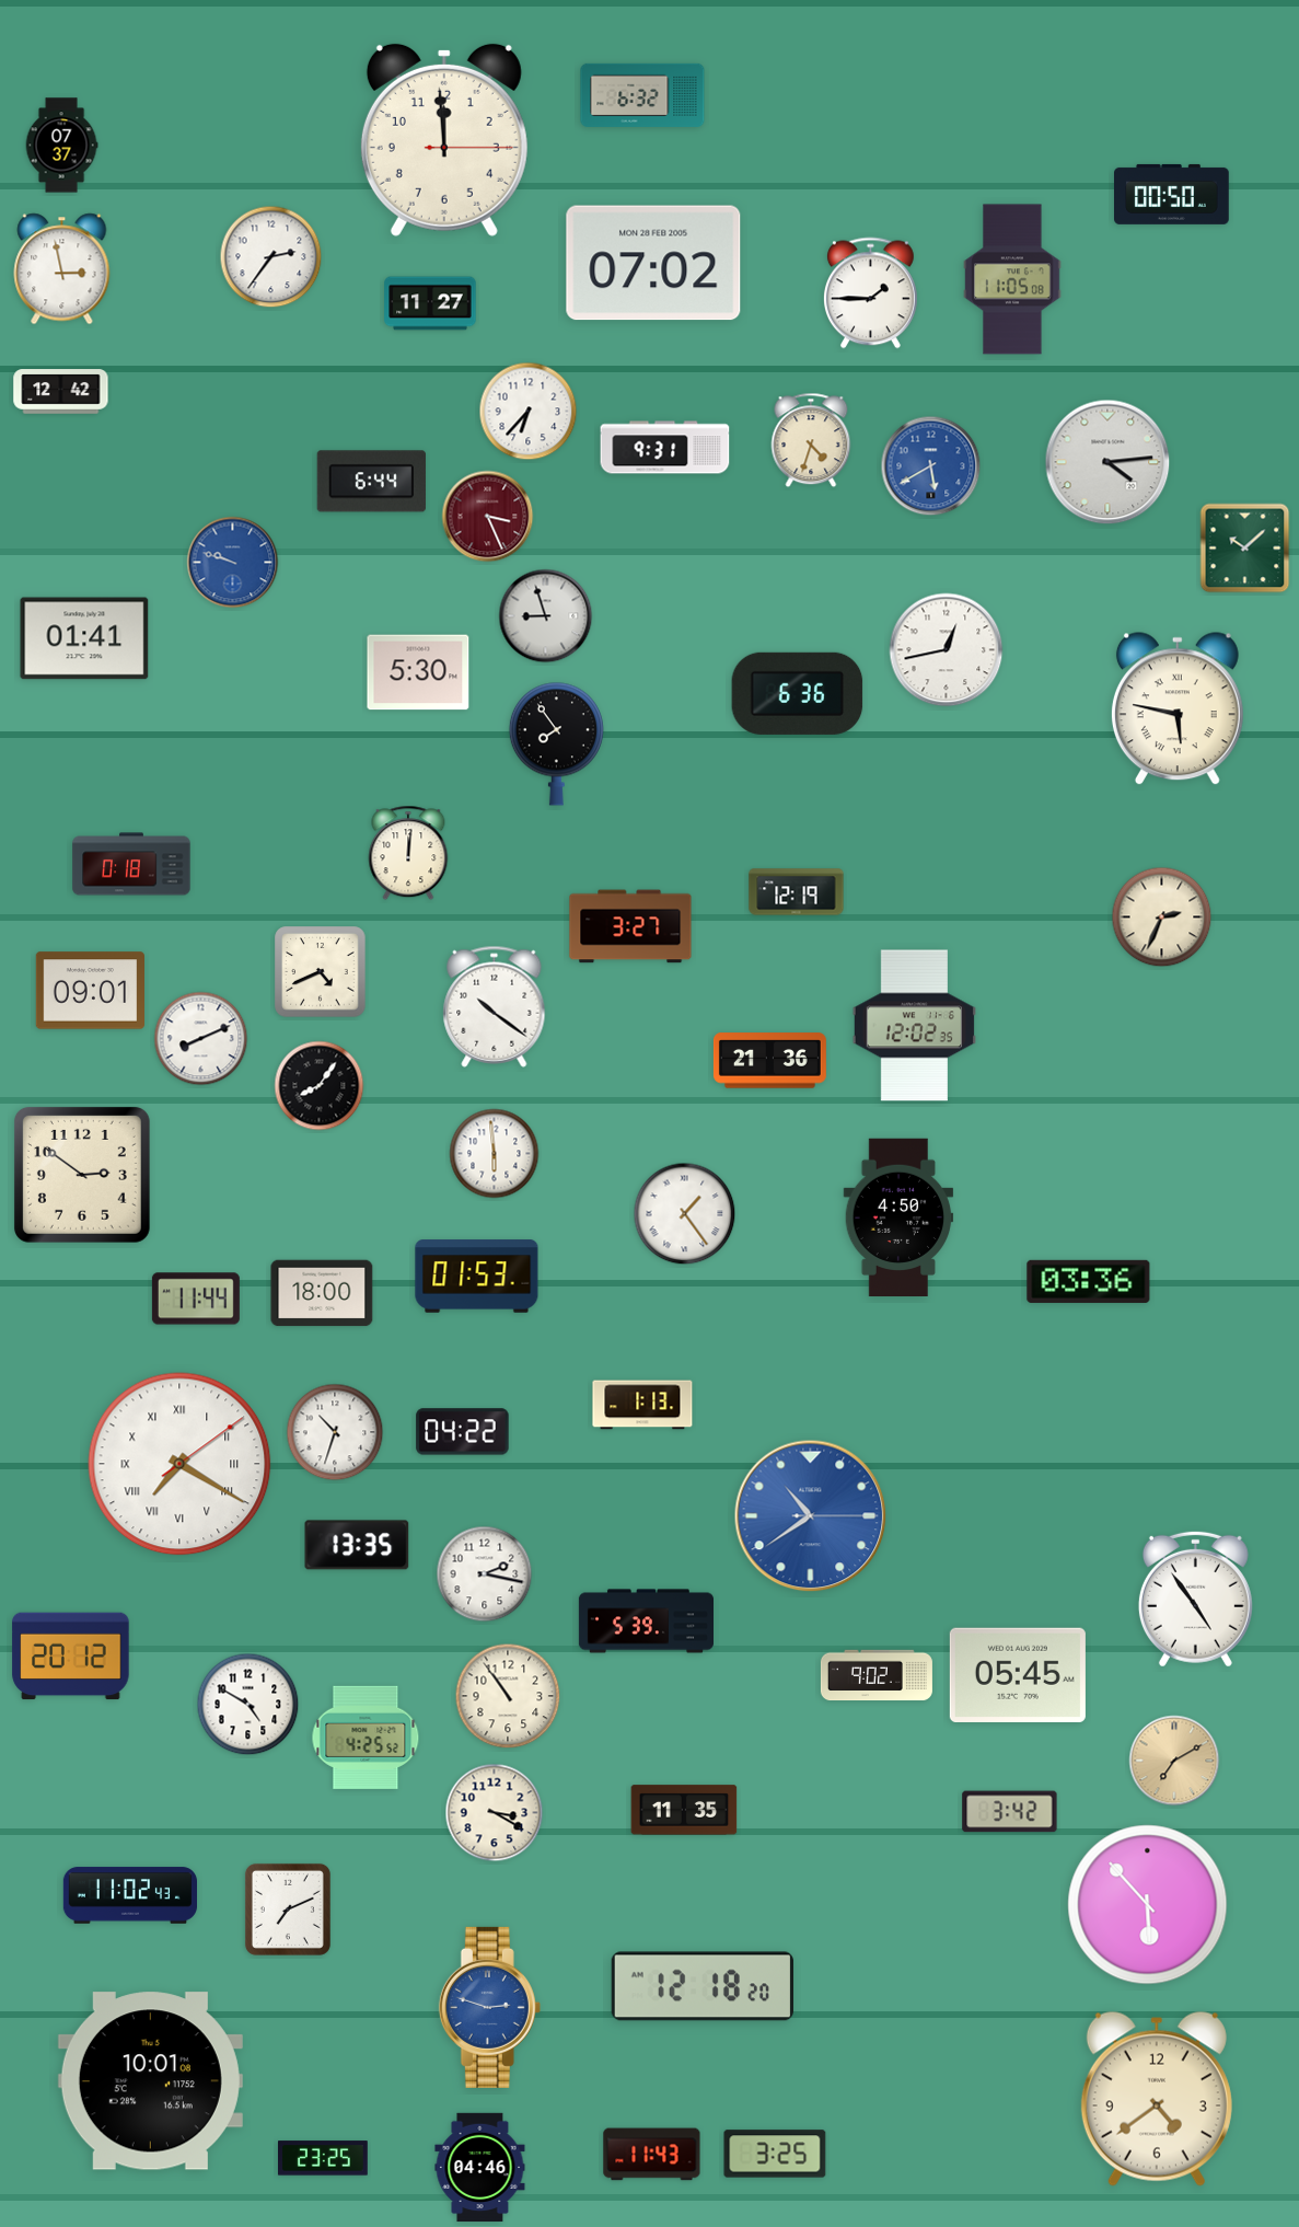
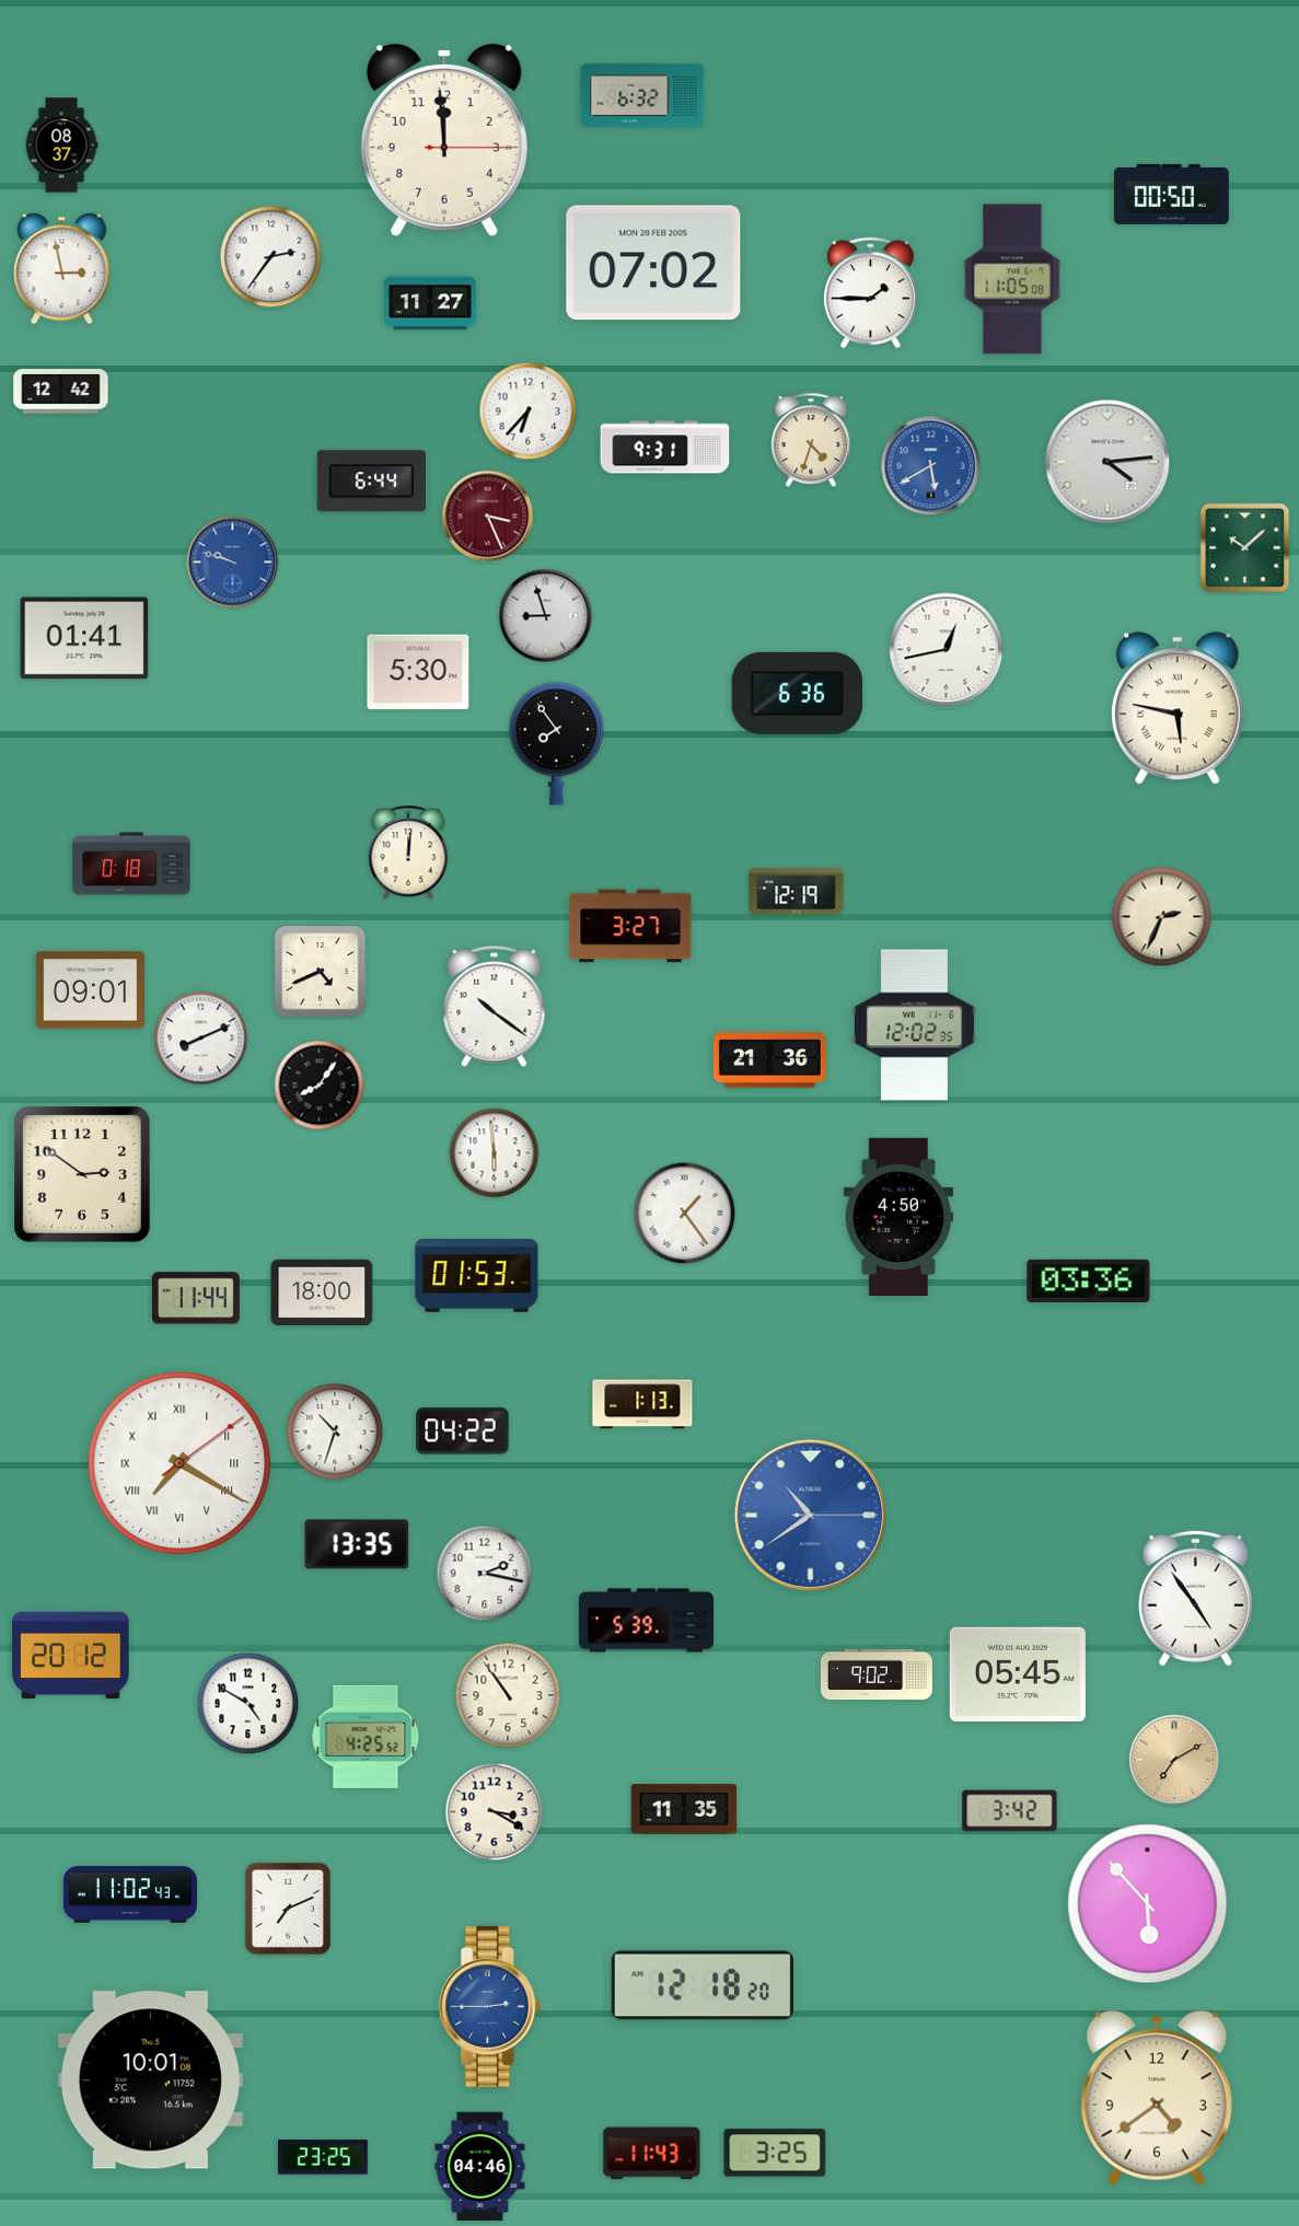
clock at (61, 146): 07:37 -> 08:37
clock at (489, 2007): 2:48 -> 2:45
